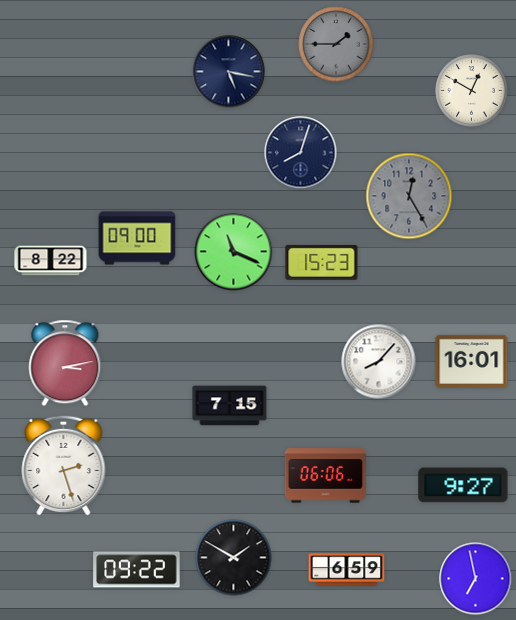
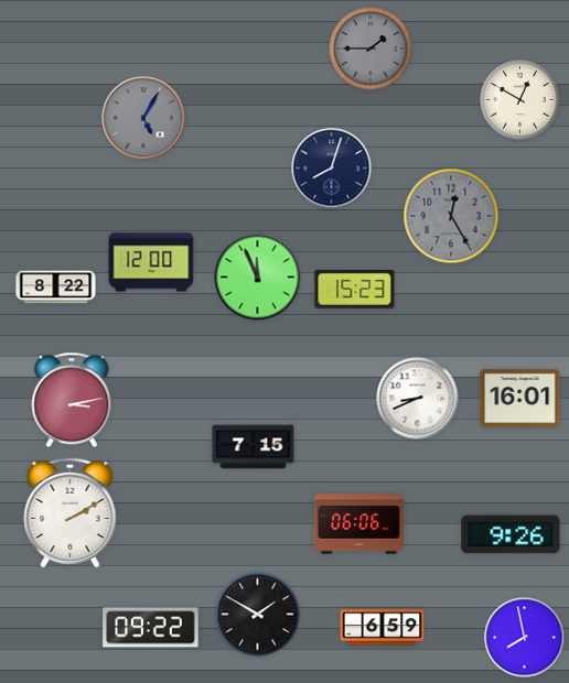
clock at (229, 72): 5:17 -> none
clock at (143, 118): none -> 5:05
clock at (137, 238): 09:00 -> 12:00
clock at (234, 252): 11:19 -> 11:56
clock at (379, 362): 8:07 -> 8:41
clock at (64, 465): 2:27 -> 2:10
clock at (463, 485): 9:27 -> 9:26
clock at (476, 579): 6:58 -> 7:58
